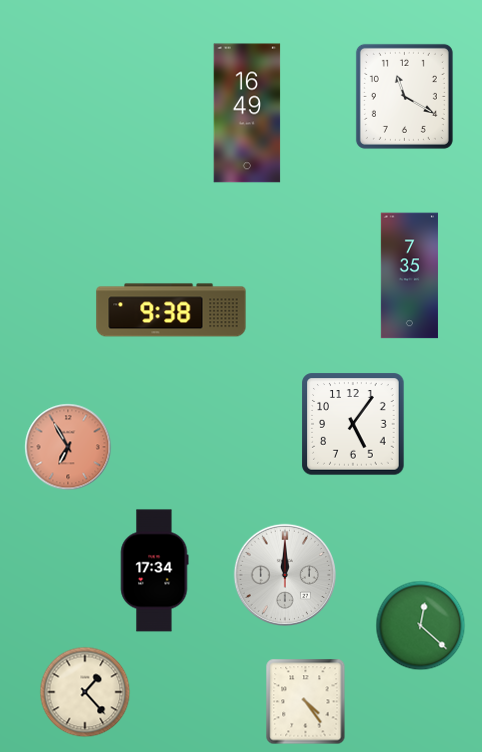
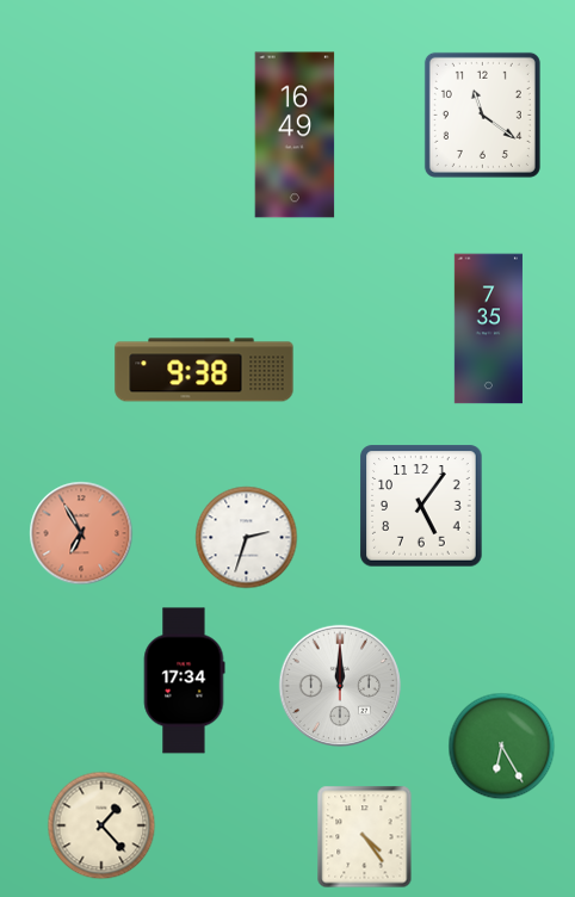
clock at (404, 96): 11:20 -> 11:21
clock at (247, 538): none -> 2:33
clock at (421, 626): 12:22 -> 6:25
